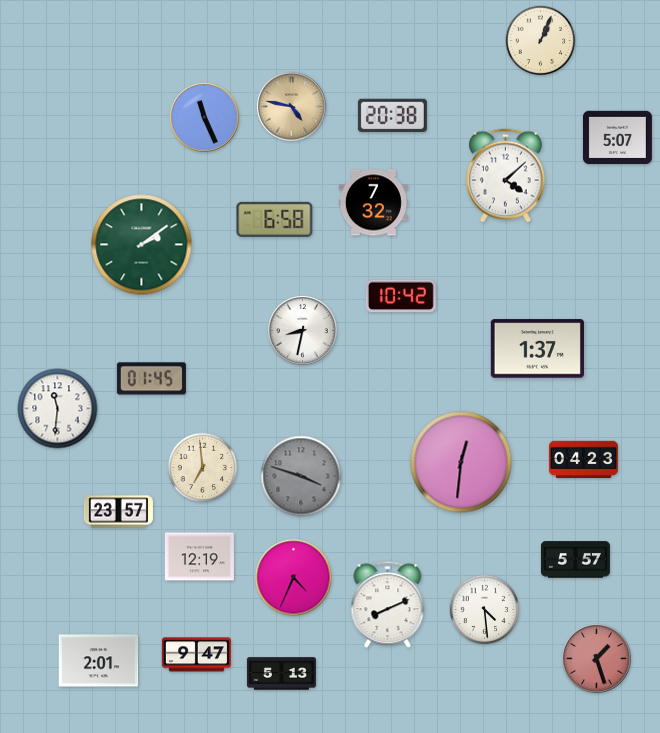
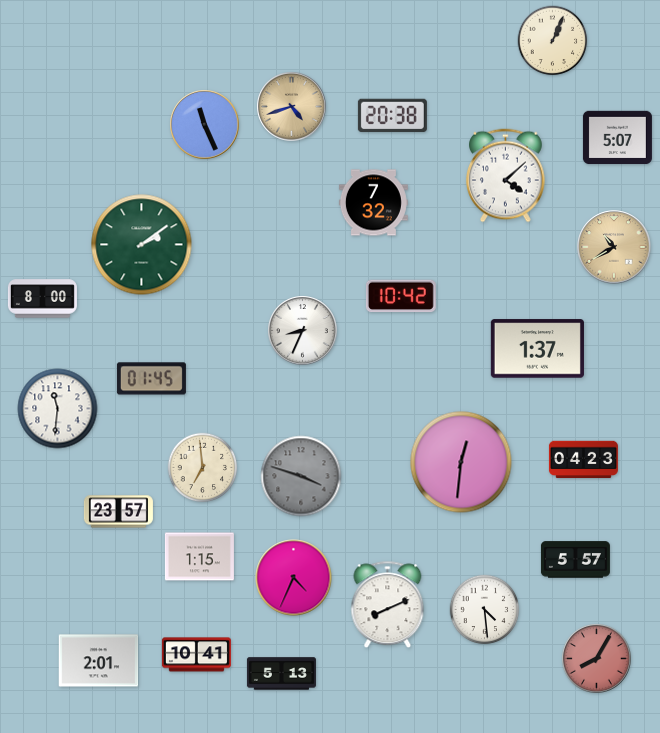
clock at (541, 41) position: (541, 41) -> (553, 41)
clock at (292, 107): 4:47 -> 4:42
clock at (205, 118) position: (205, 118) -> (205, 125)
clock at (275, 219): 6:58 -> none
clock at (614, 247): none -> 10:40
clock at (42, 299): none -> 8:00
clock at (303, 331): 8:32 -> 8:34
clock at (199, 557): 12:19 -> 1:15
clock at (196, 655): 9:47 -> 10:41
clock at (597, 659): 1:27 -> 8:05
